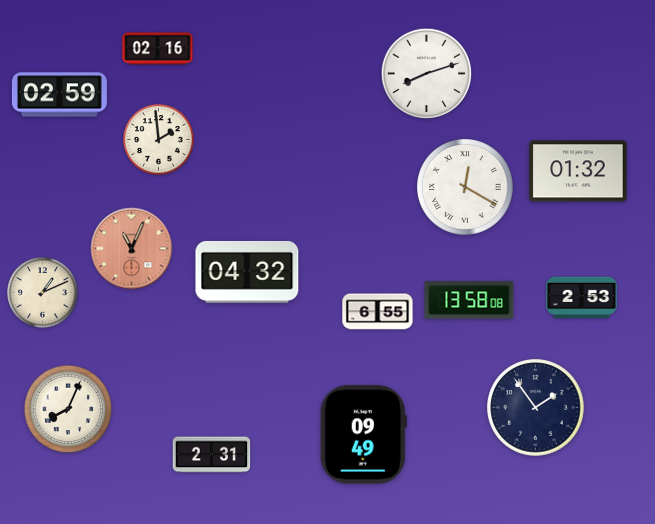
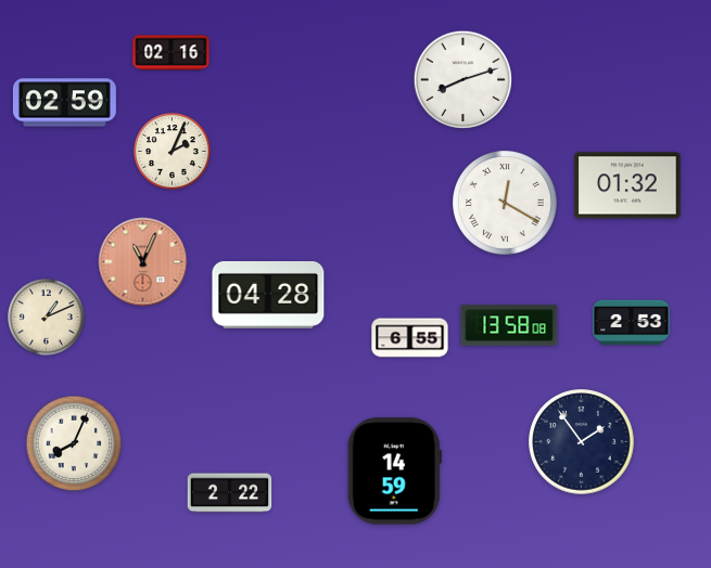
clock at (159, 140): 1:59 -> 2:04
clock at (132, 249) position: (132, 249) -> (143, 262)
clock at (247, 272): 04:32 -> 04:28
clock at (363, 435): 09:49 -> 14:59
clock at (212, 455): 2:31 -> 2:22
